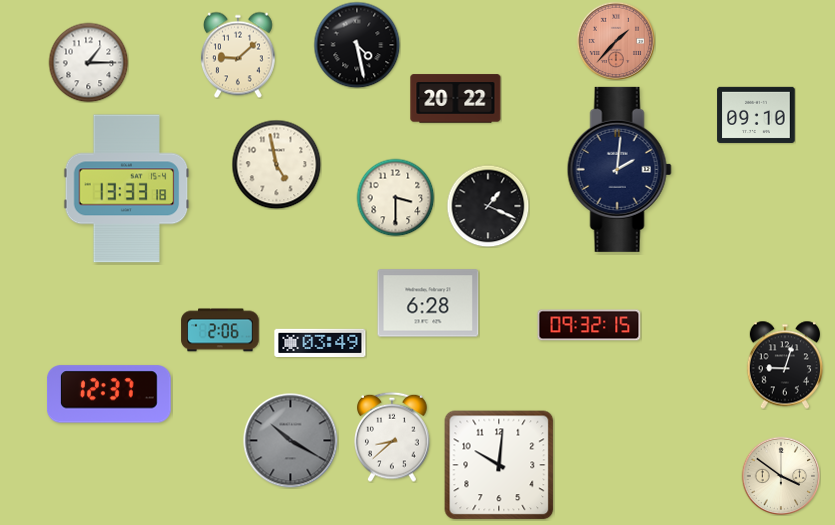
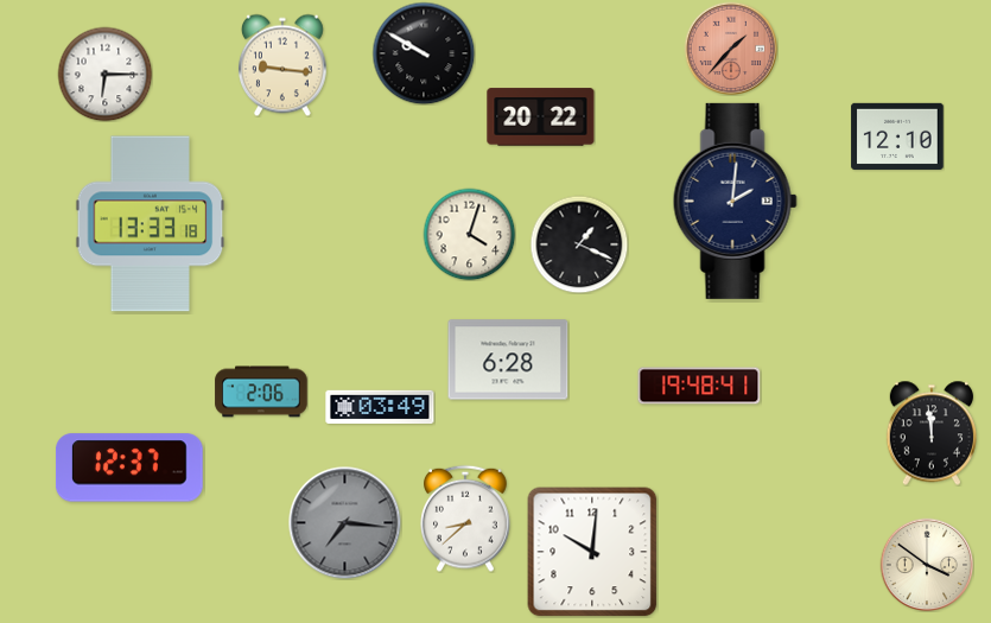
clock at (357, 45): 4:28 -> 9:50
clock at (238, 55): 9:08 -> 9:16
clock at (88, 62): 1:15 -> 6:15
clock at (756, 115): 09:10 -> 12:10
clock at (276, 164): 4:58 -> none
clock at (395, 197): 3:30 -> 4:03
clock at (589, 325): 09:32 -> 19:48
clock at (784, 365): 9:03 -> 11:59
clock at (290, 440): 10:20 -> 7:16
